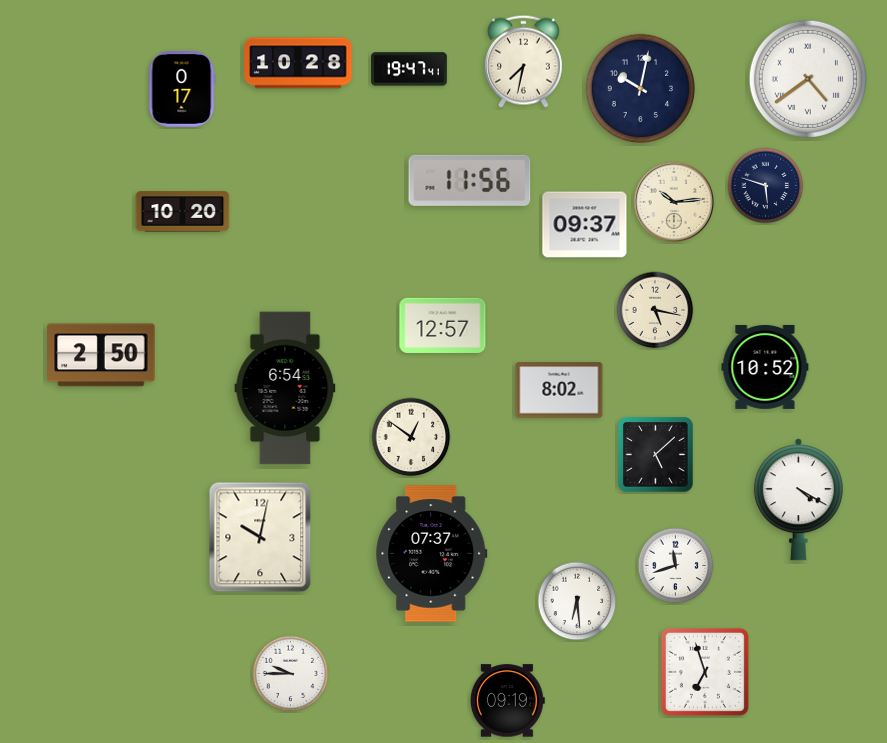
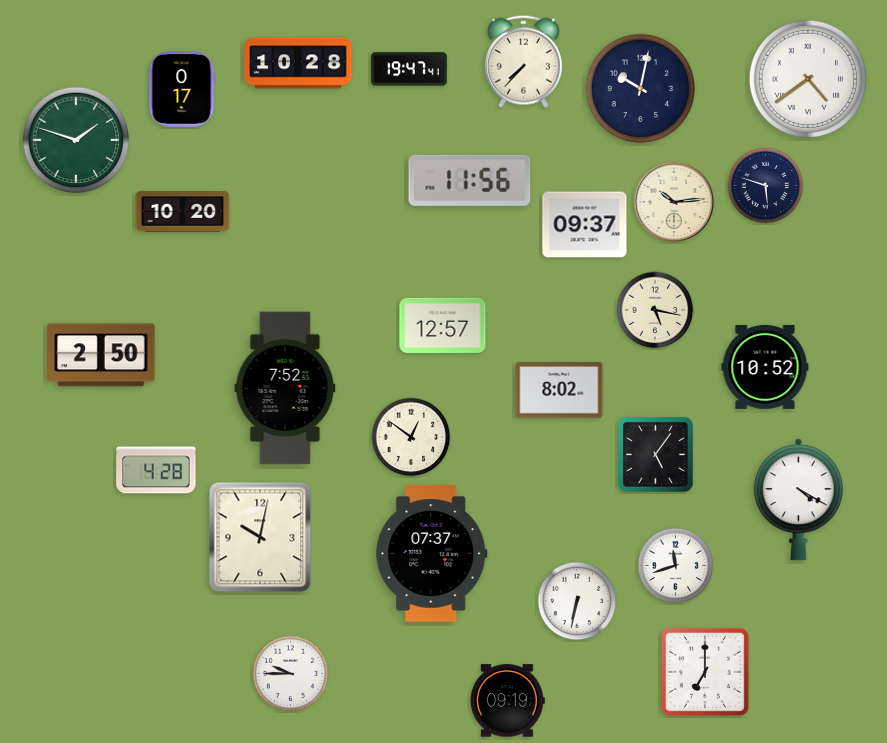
clock at (523, 61): 7:32 -> 7:37
clock at (76, 140): none -> 1:48
clock at (285, 388): 6:54 -> 7:52
clock at (656, 455): 5:08 -> 5:06
clock at (156, 470): none -> 4:28
clock at (577, 601): 6:29 -> 6:32
clock at (705, 672): 6:57 -> 7:00
